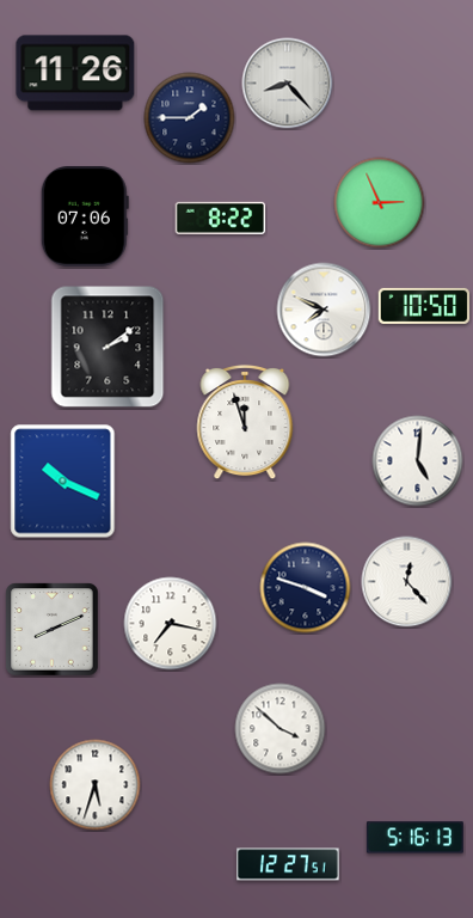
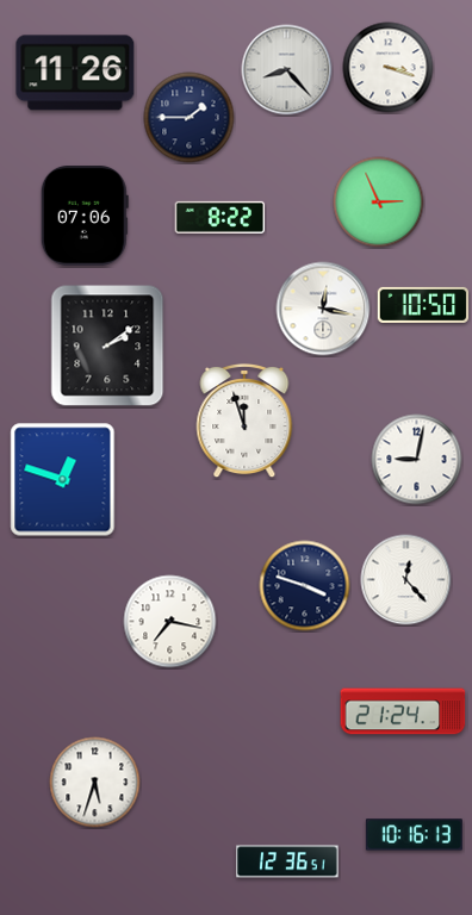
clock at (389, 68): none -> 3:18
clock at (288, 84) position: (288, 84) -> (287, 70)
clock at (324, 310): 7:49 -> 12:17
clock at (418, 461): 5:01 -> 9:02
clock at (63, 482): 10:19 -> 12:48
clock at (53, 630): 8:11 -> none
clock at (403, 711): none -> 21:24
clock at (281, 729): 3:52 -> none
clock at (414, 838): 5:16 -> 10:16
clock at (288, 864): 12:27 -> 12:36
